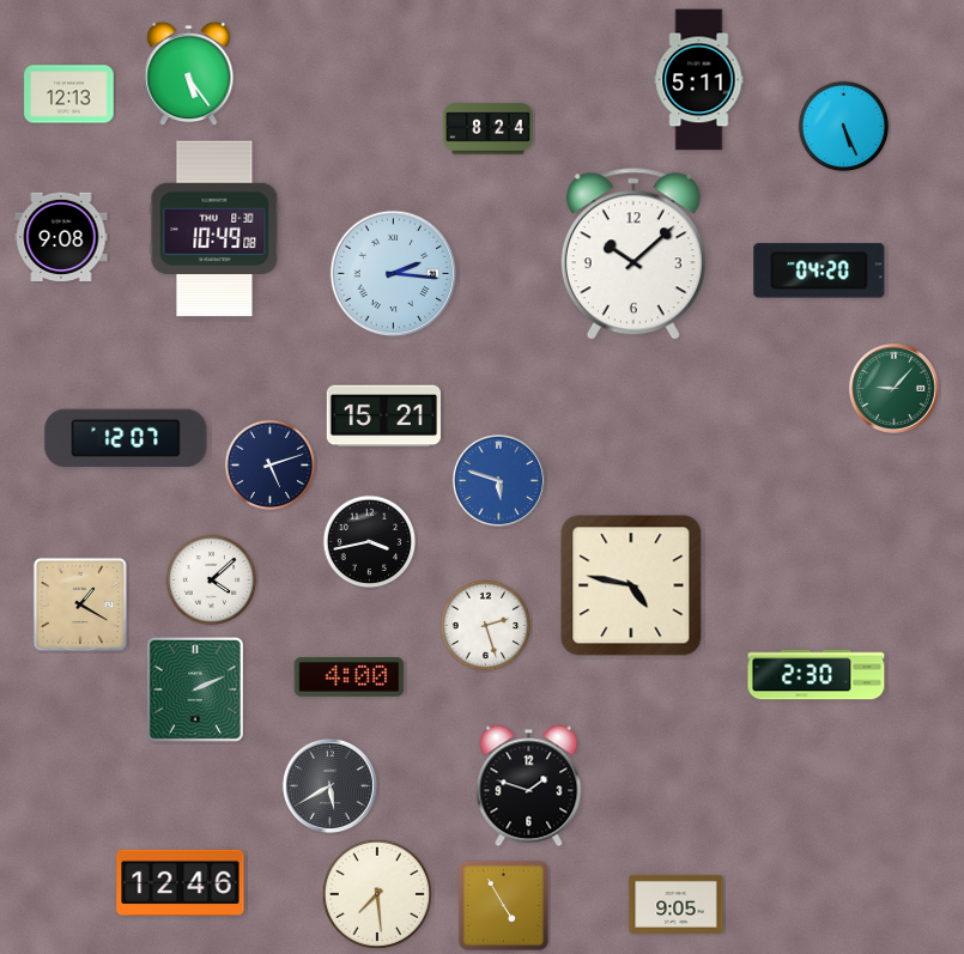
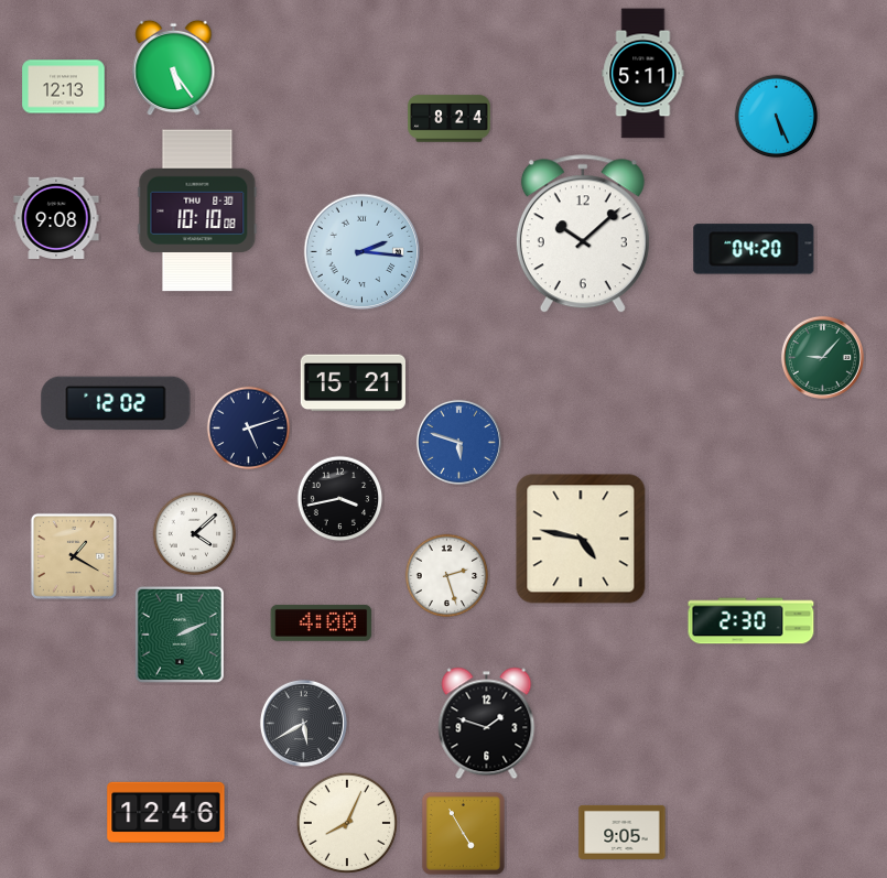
clock at (214, 229): 10:49 -> 10:10
clock at (126, 438): 12:07 -> 12:02
clock at (377, 894): 7:29 -> 8:04
